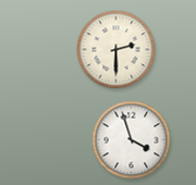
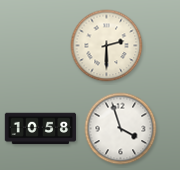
clock at (41, 129): none -> 10:58
